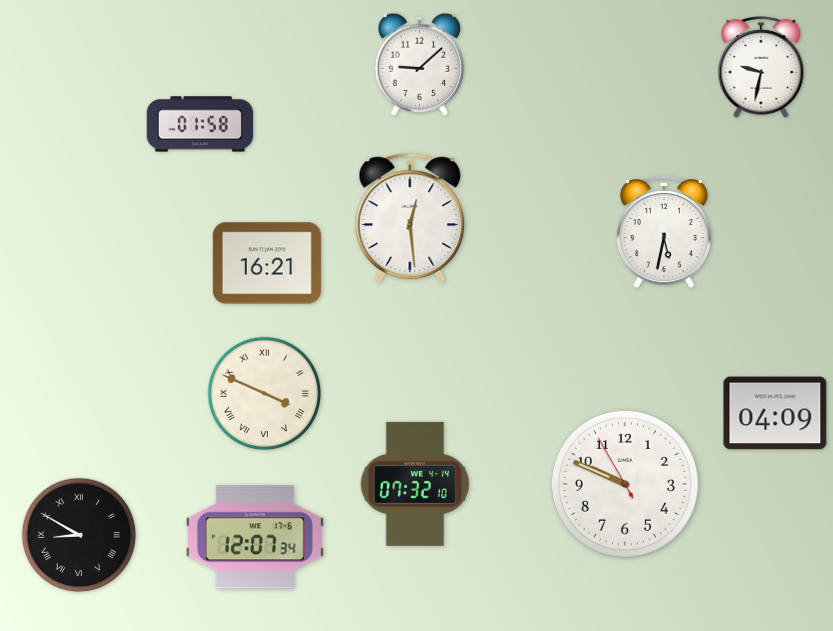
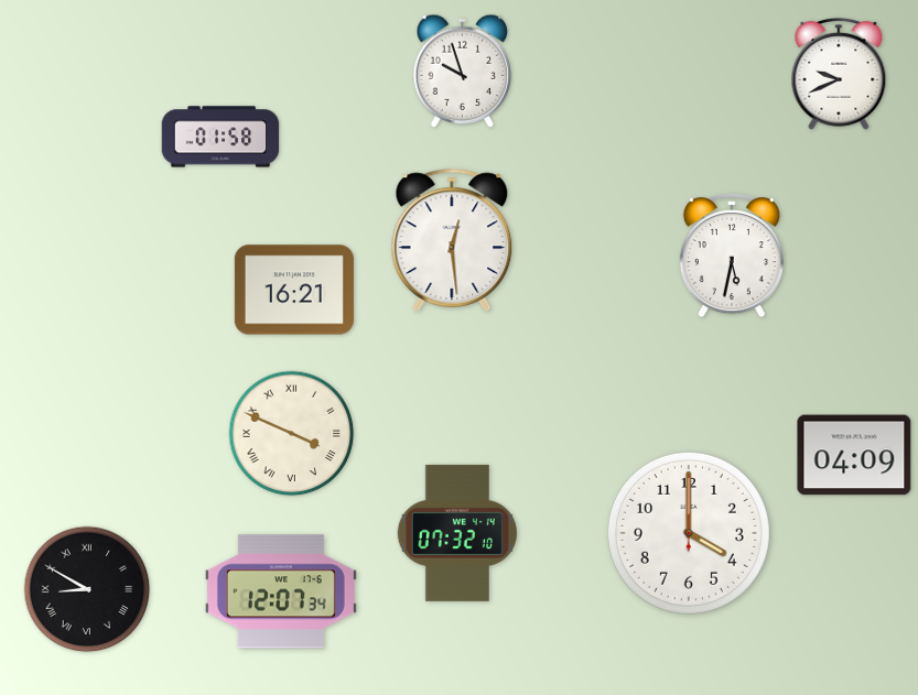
clock at (420, 65): 9:08 -> 9:57
clock at (761, 67): 9:32 -> 9:41
clock at (625, 484): 9:48 -> 4:00
